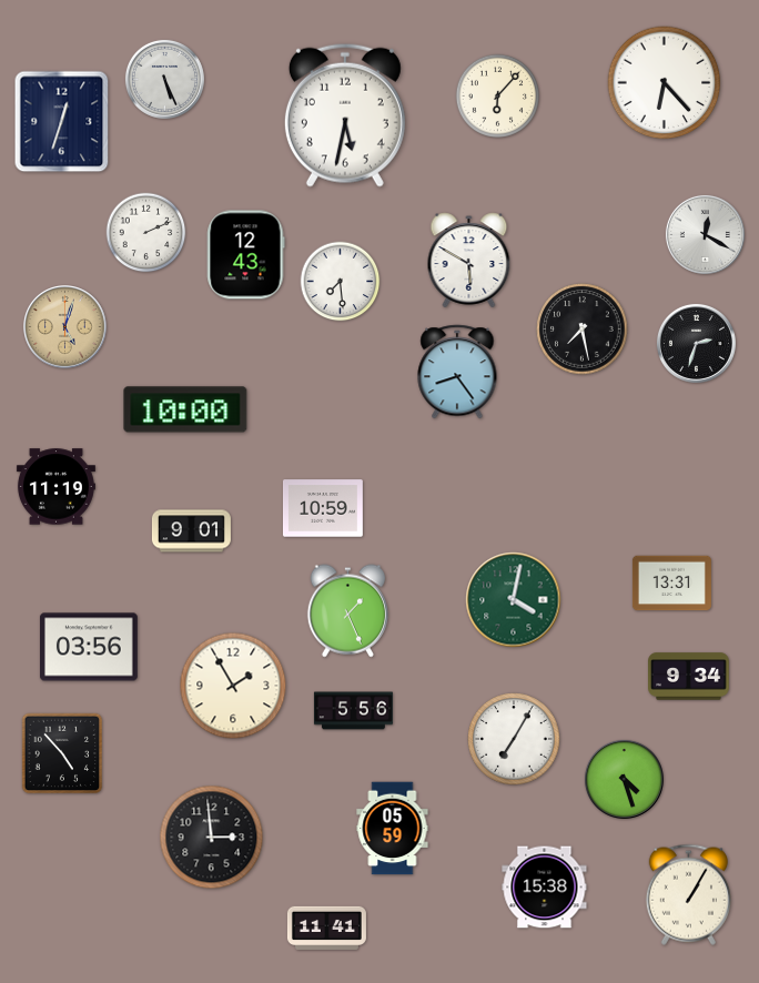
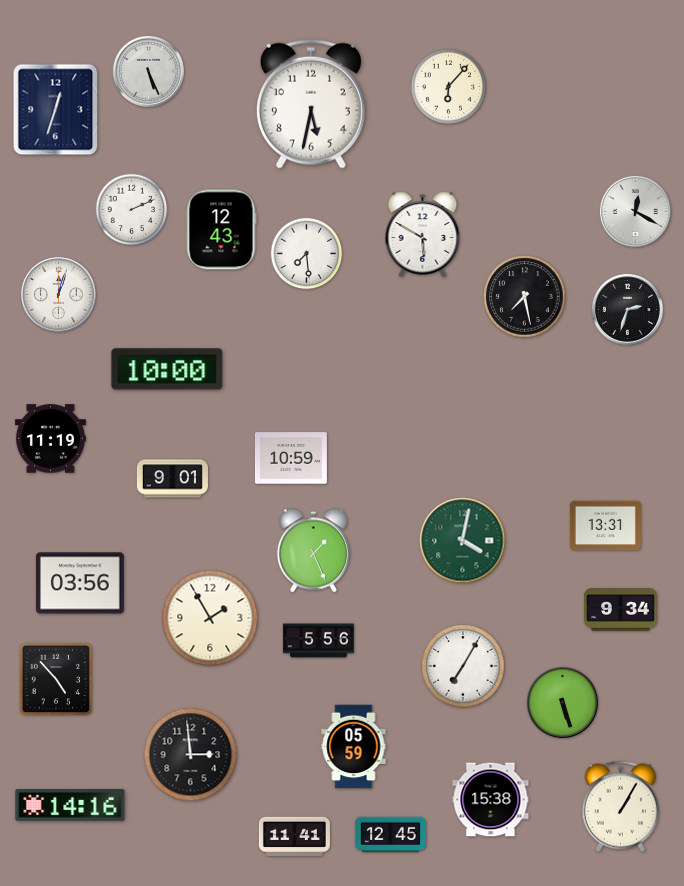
clock at (665, 83): 6:23 -> none
clock at (65, 327): 5:03 -> 12:03
clock at (65, 327) dial: champagne -> white
clock at (457, 372): 8:24 -> none
clock at (624, 779): 4:27 -> 5:27
clock at (70, 805): none -> 14:16
clock at (390, 835): none -> 12:45
